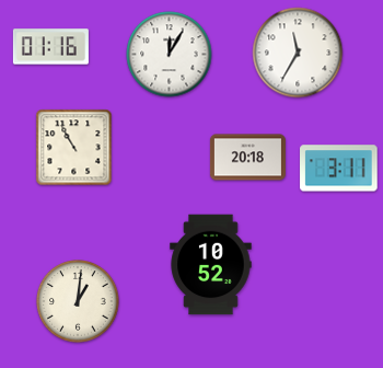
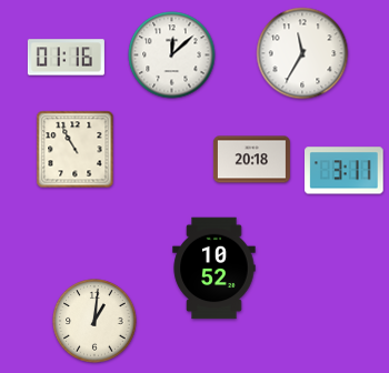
clock at (50, 47) position: (50, 47) -> (66, 58)
clock at (170, 55): 12:05 -> 12:08
clock at (78, 301) position: (78, 301) -> (94, 321)
